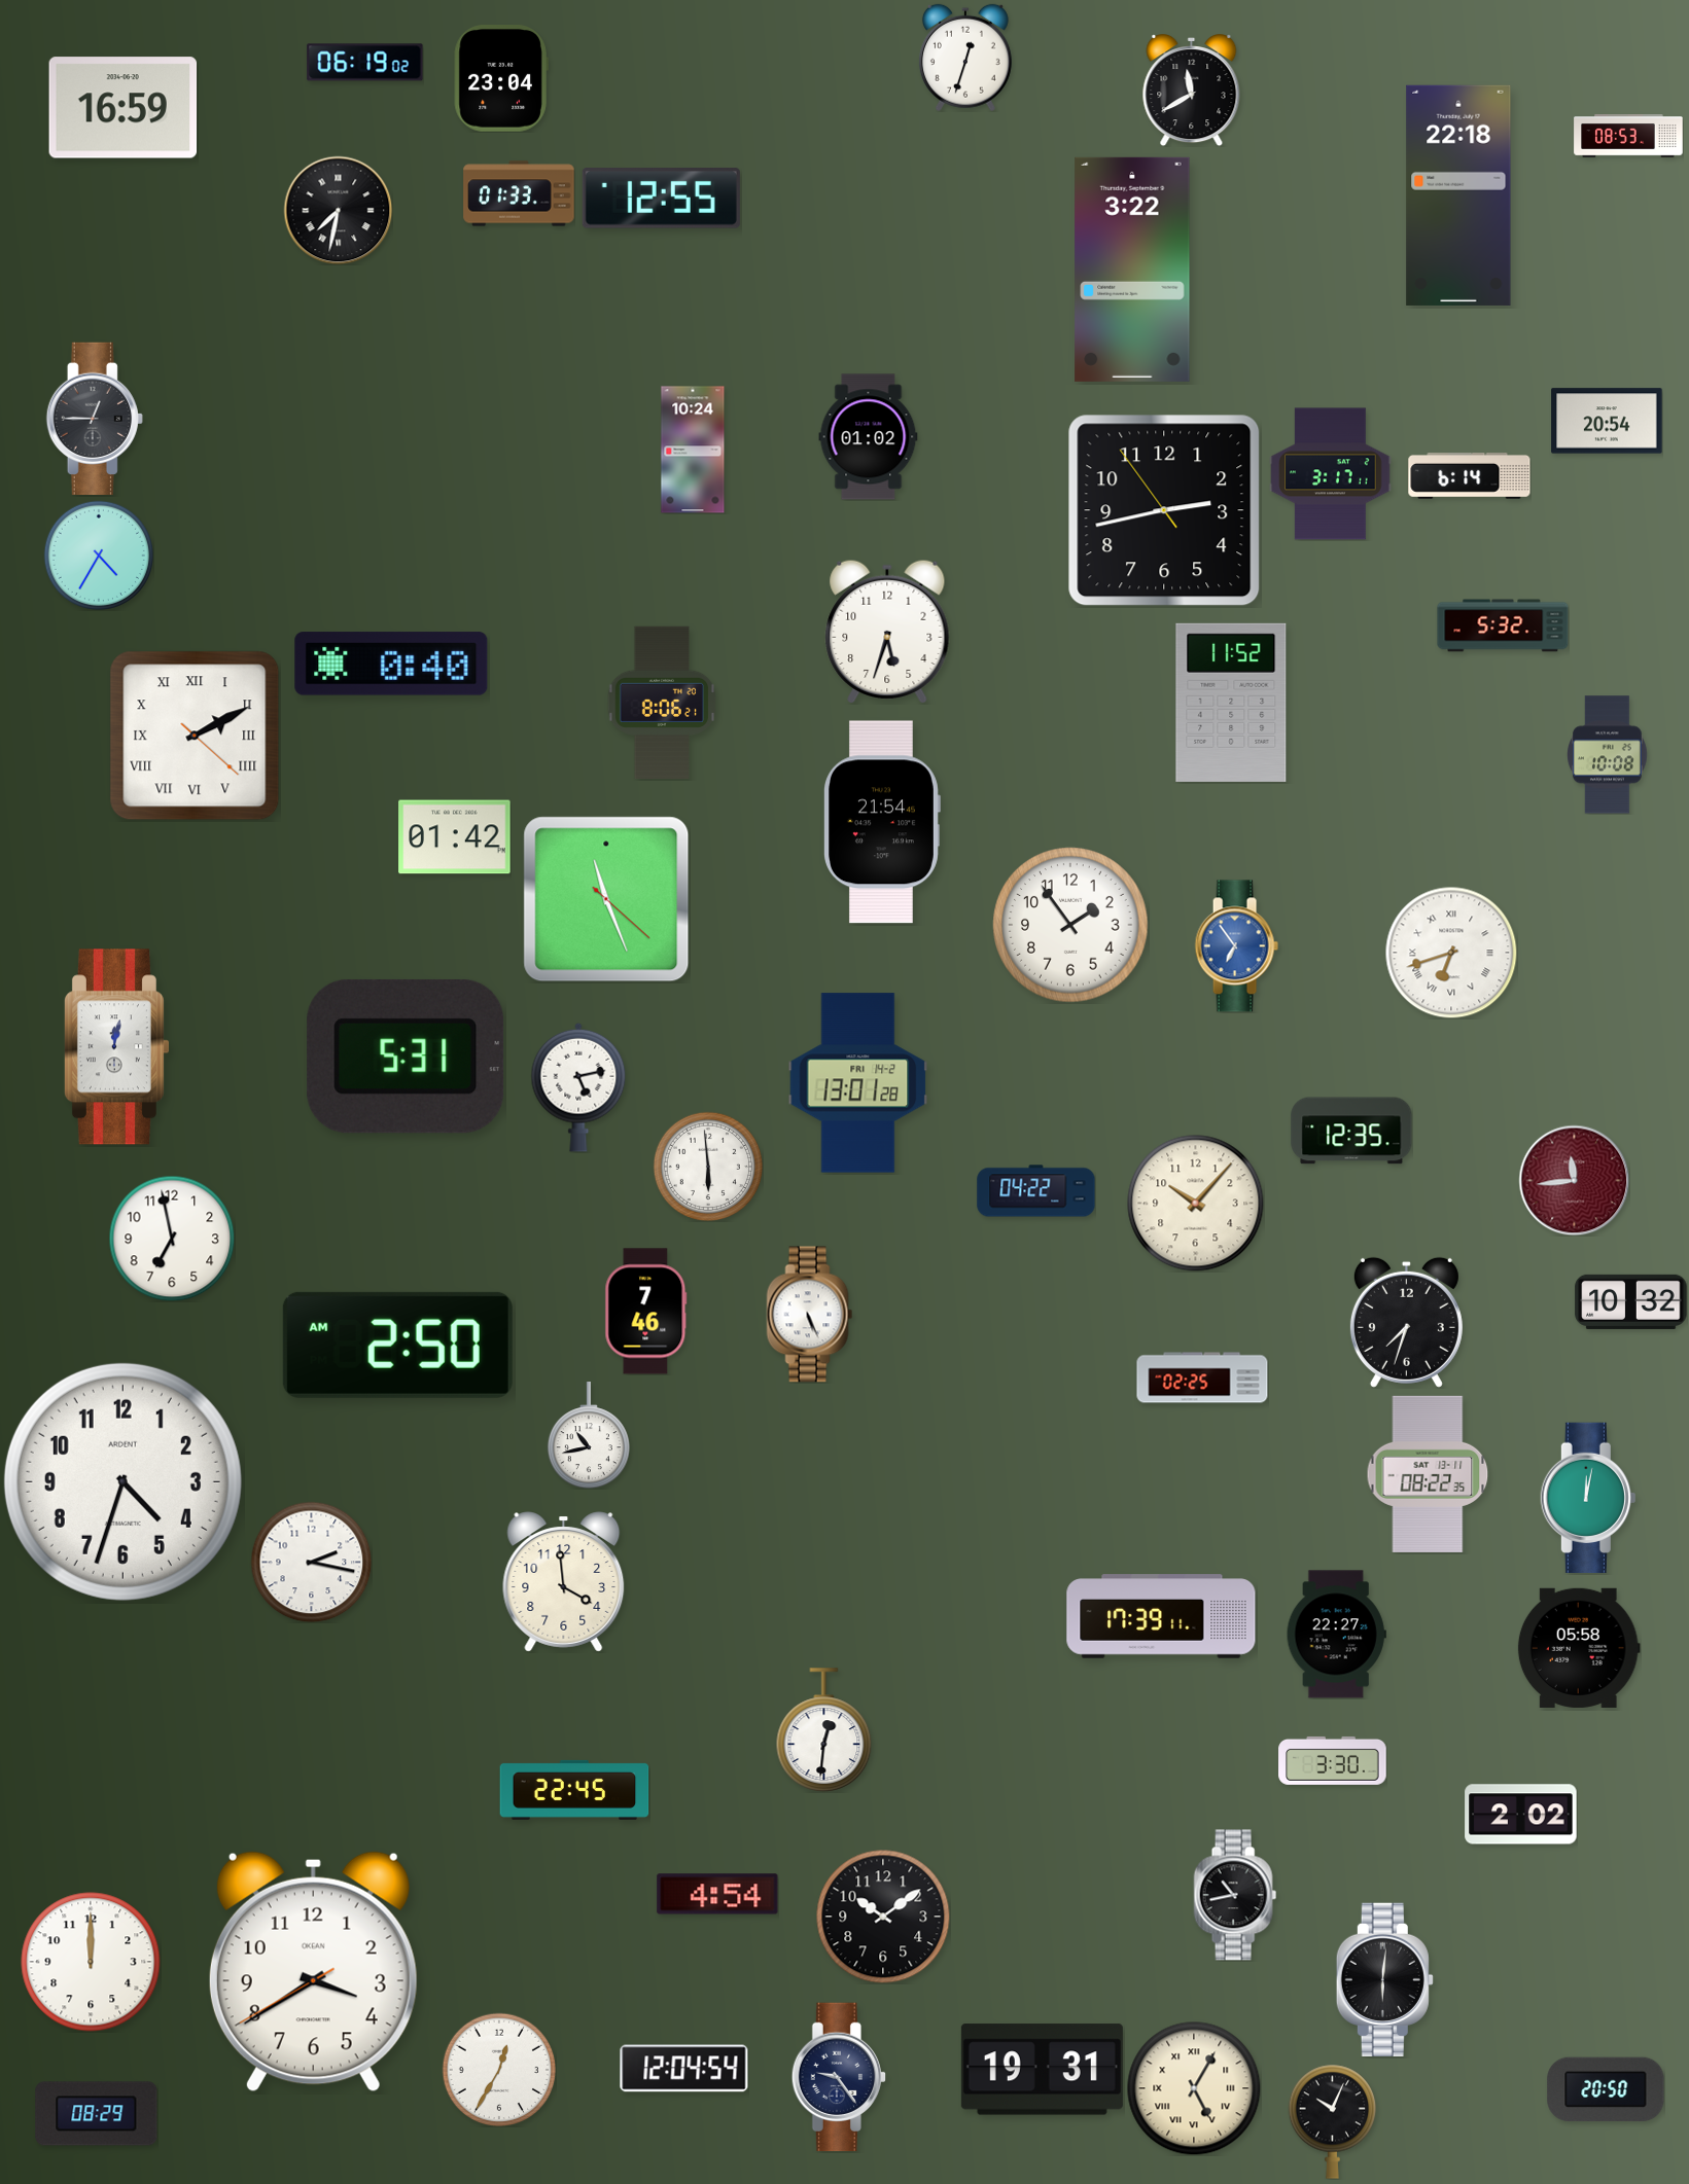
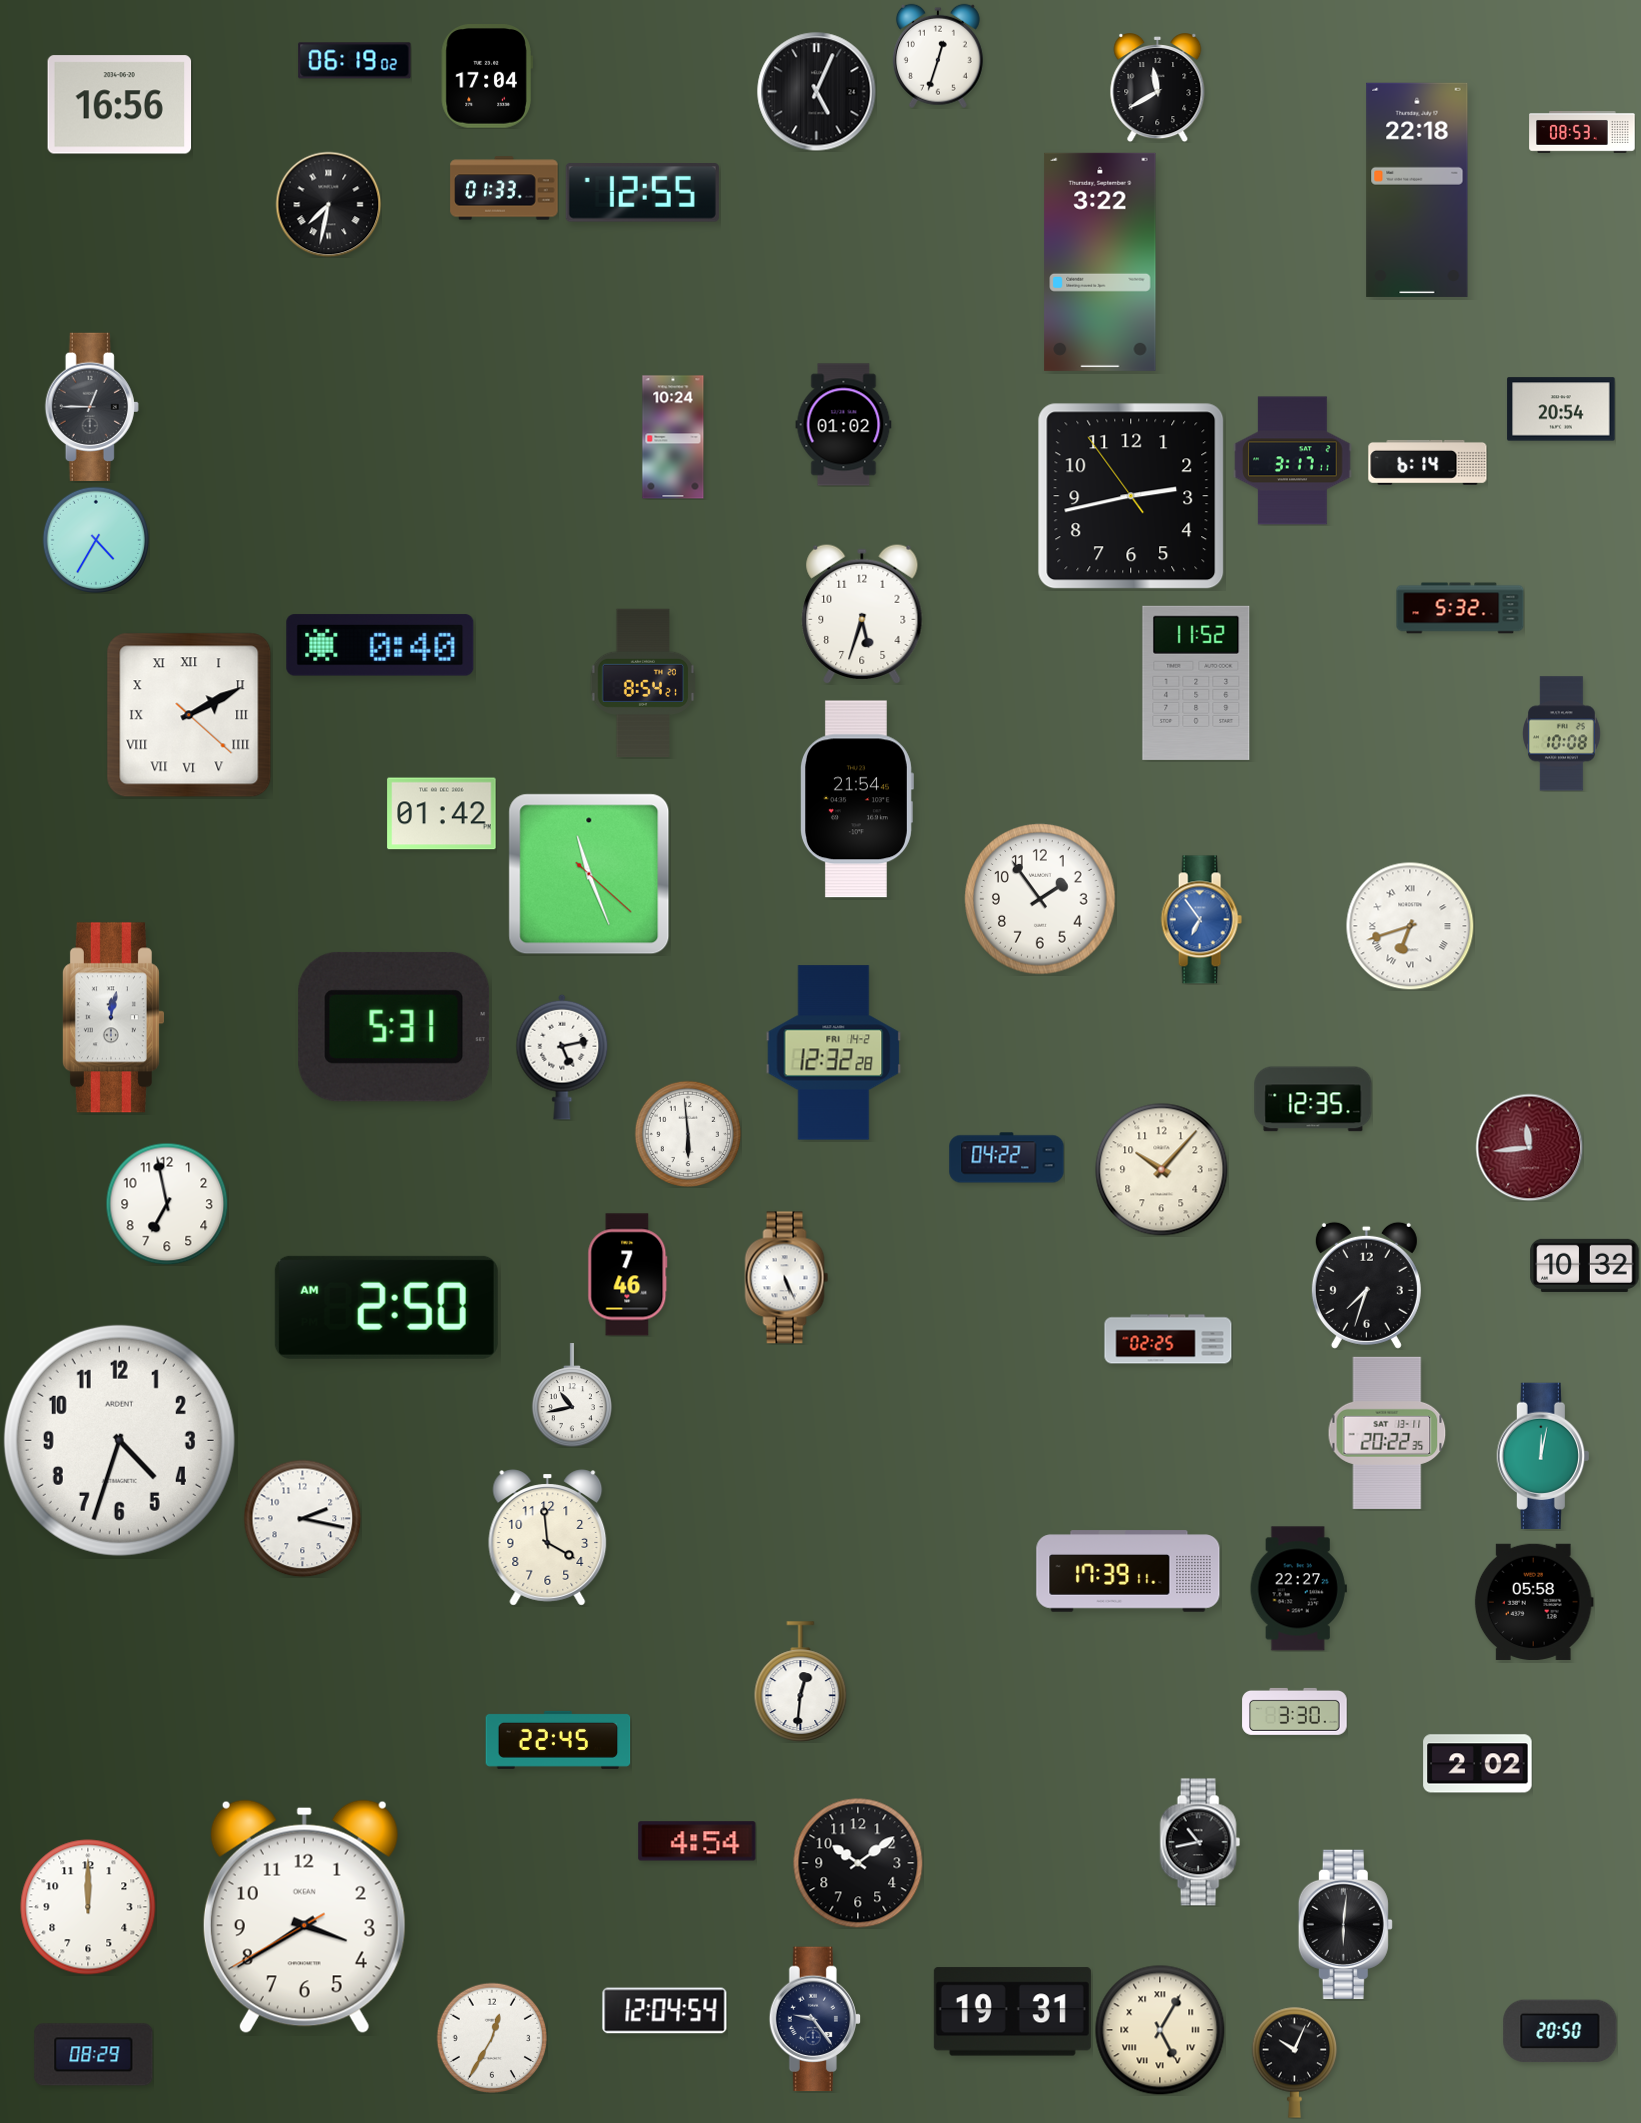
clock at (501, 79): 23:04 -> 17:04
clock at (817, 92): none -> 5:04
clock at (124, 108): 16:59 -> 16:56
clock at (662, 703): 8:06 -> 8:54
clock at (858, 1083): 13:01 -> 12:32
clock at (1428, 1474): 08:22 -> 20:22
clock at (499, 2070) position: (499, 2070) -> (492, 2038)
